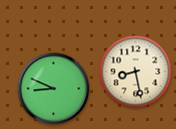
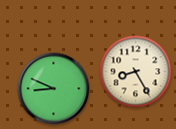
clock at (136, 72): 8:28 -> 8:25
